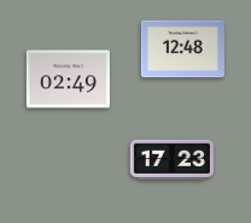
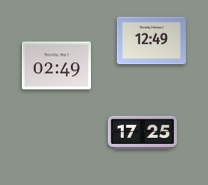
clock at (182, 49): 12:48 -> 12:49
clock at (171, 159): 17:23 -> 17:25
